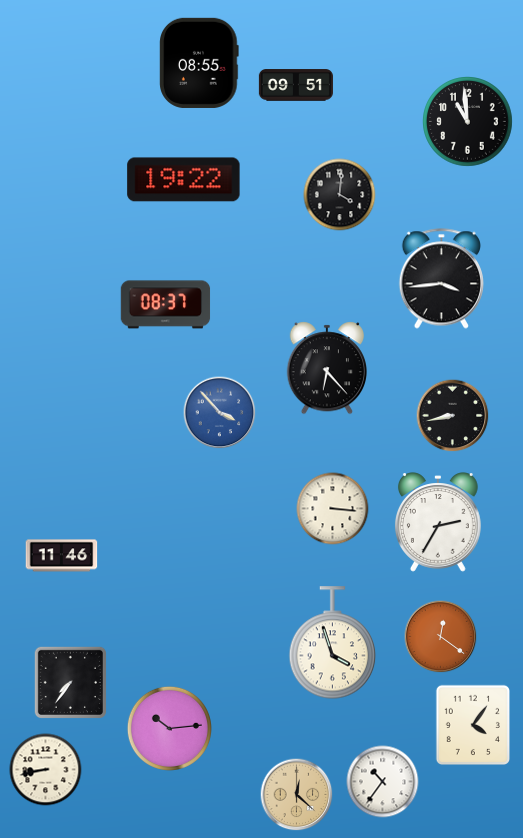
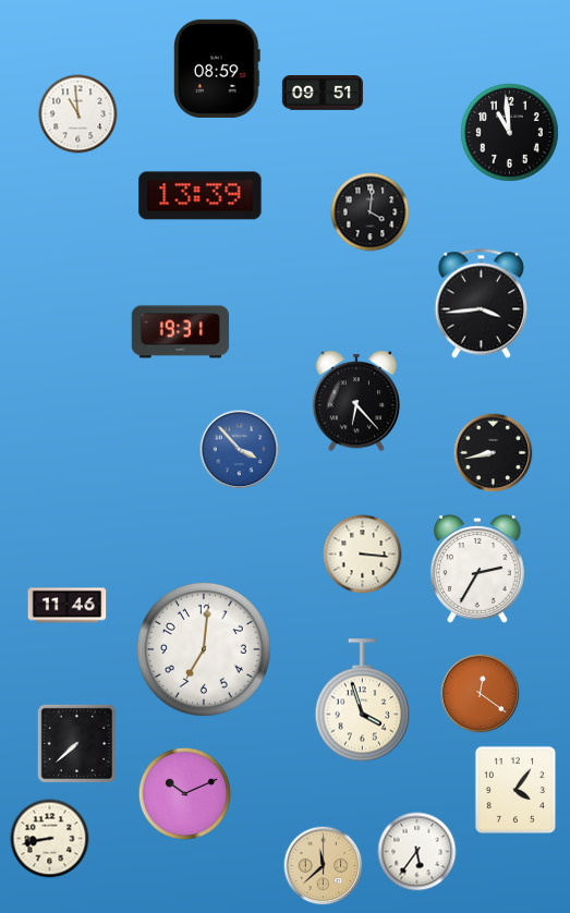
clock at (199, 63): 08:55 -> 08:59
clock at (78, 114): none -> 10:59
clock at (184, 180): 19:22 -> 13:39
clock at (166, 305): 08:37 -> 19:31
clock at (204, 649): none -> 7:01
clock at (70, 682): 7:36 -> 7:38
clock at (169, 728): 10:14 -> 10:11
clock at (383, 782): 10:36 -> 5:36
clock at (297, 795): 12:22 -> 11:38
